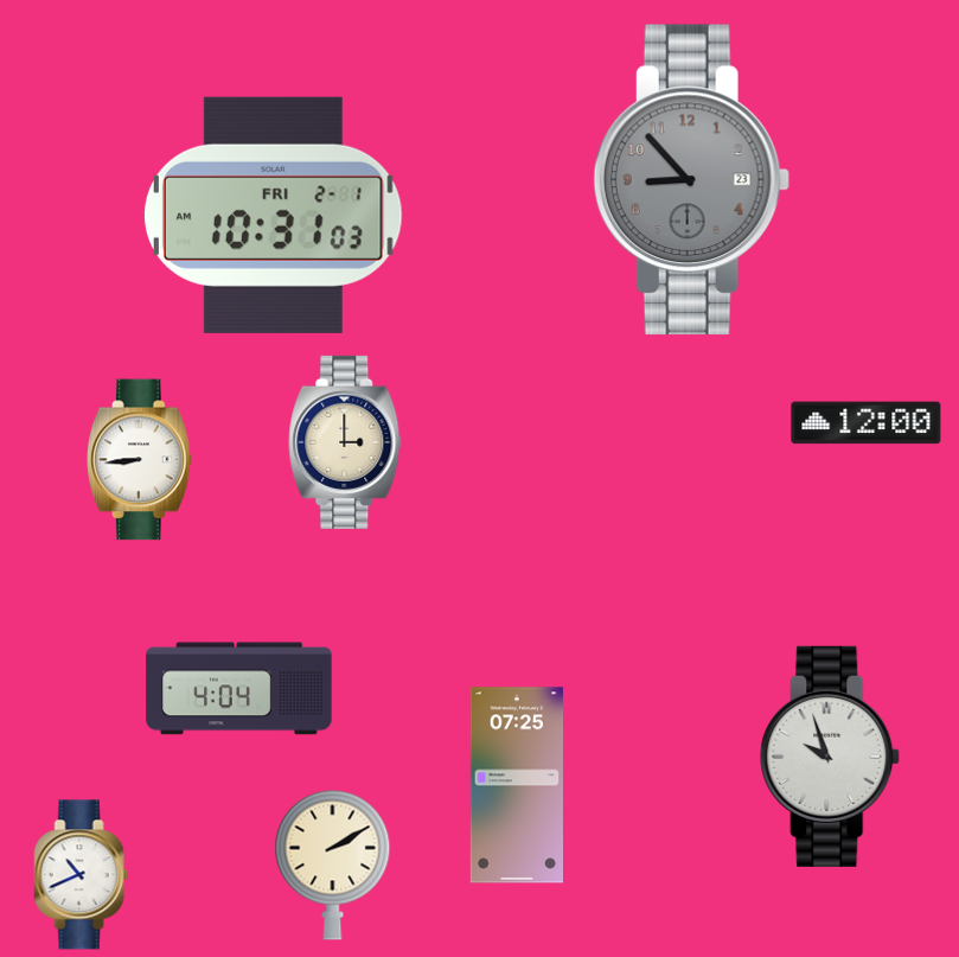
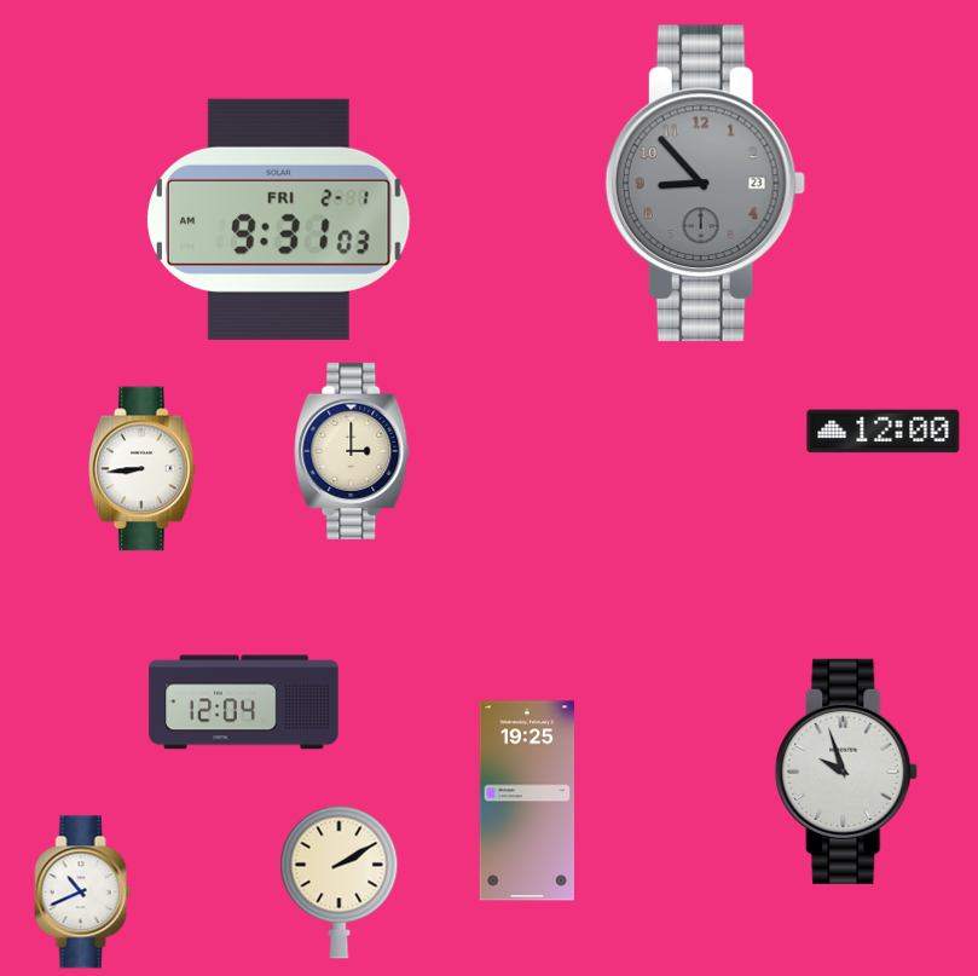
clock at (273, 215): 10:31 -> 9:31
clock at (239, 689): 4:04 -> 12:04
clock at (516, 785): 07:25 -> 19:25
